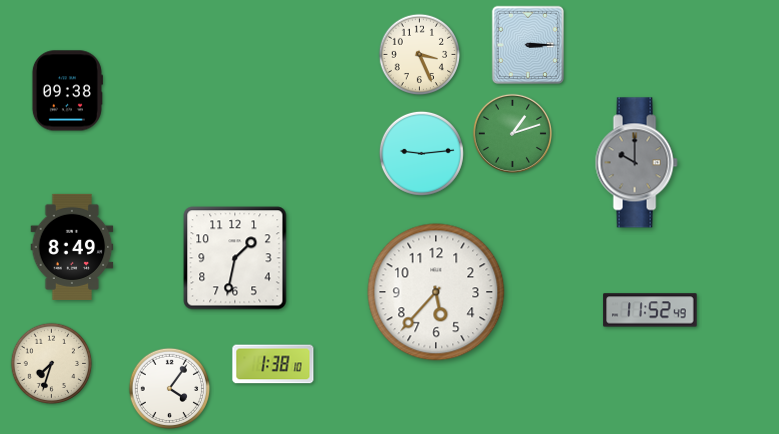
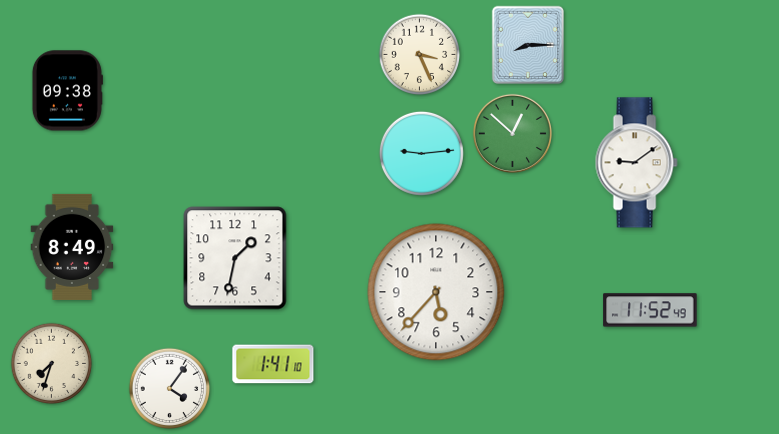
clock at (527, 45): 3:15 -> 8:15
clock at (512, 133): 1:12 -> 12:52
clock at (636, 163): 10:00 -> 9:09
clock at (636, 163) dial: grey -> white
clock at (273, 364): 1:38 -> 1:41
